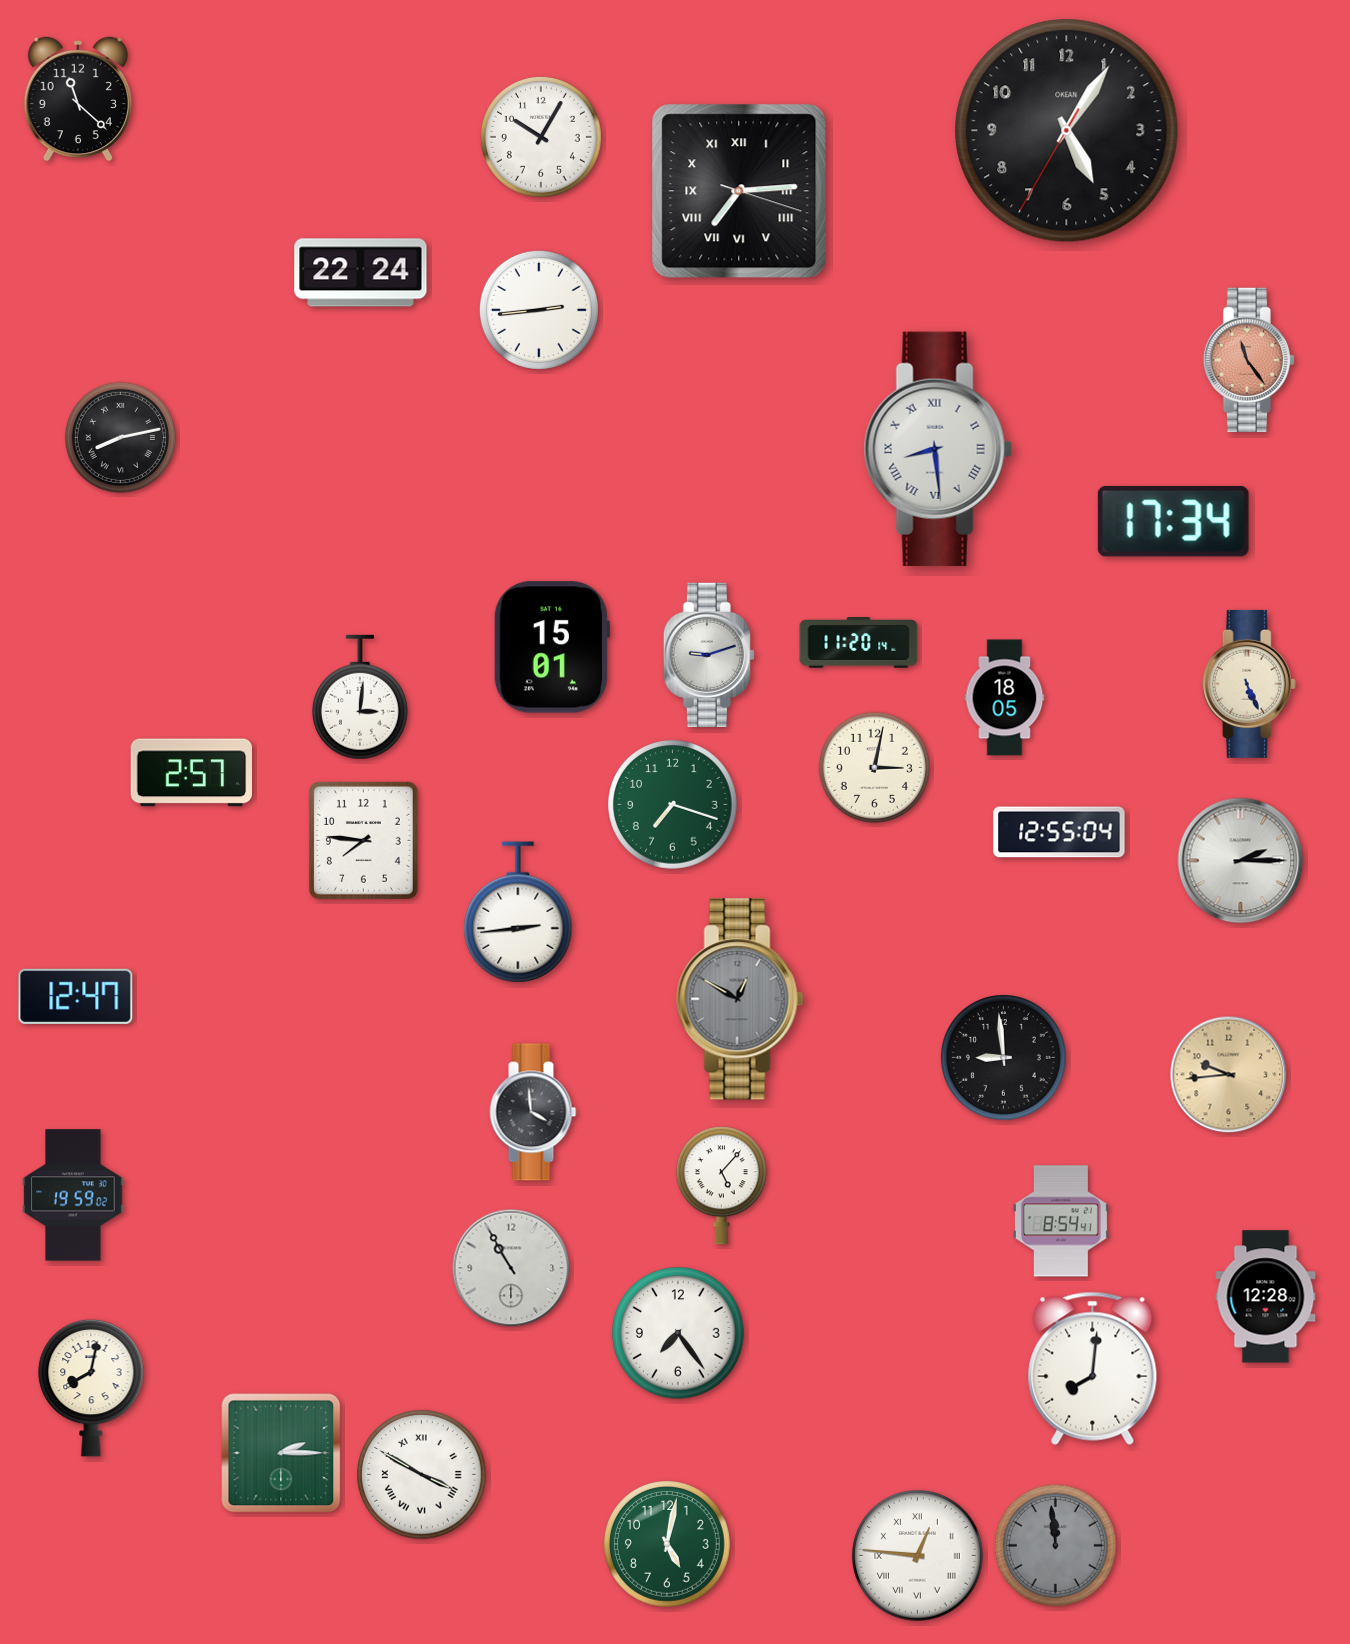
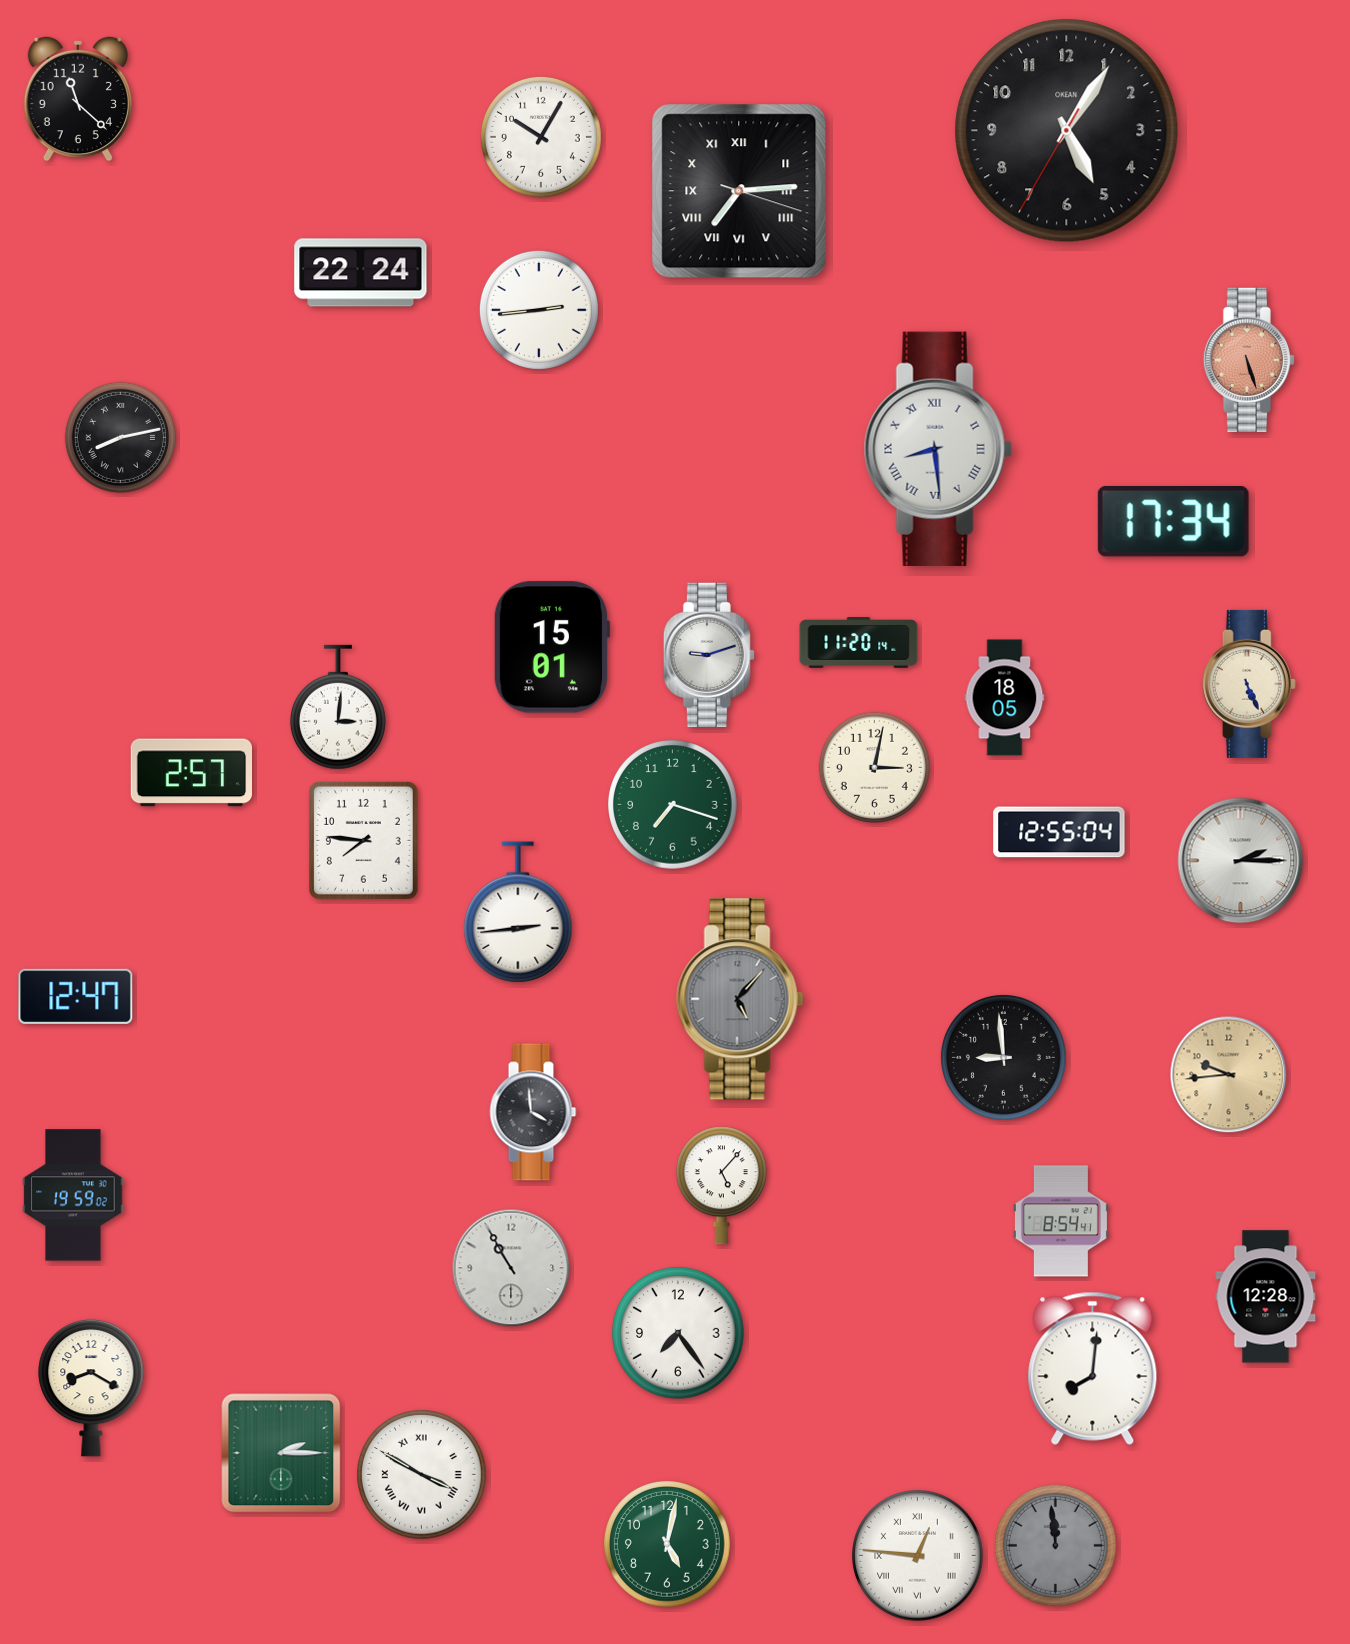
clock at (1249, 359): 11:24 -> 5:27
clock at (360, 697) position: (360, 697) -> (338, 707)
clock at (740, 999): 12:50 -> 5:07
clock at (91, 1388): 8:02 -> 8:20
